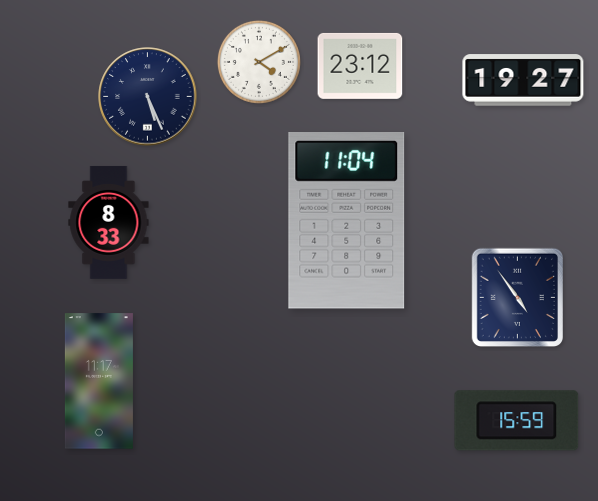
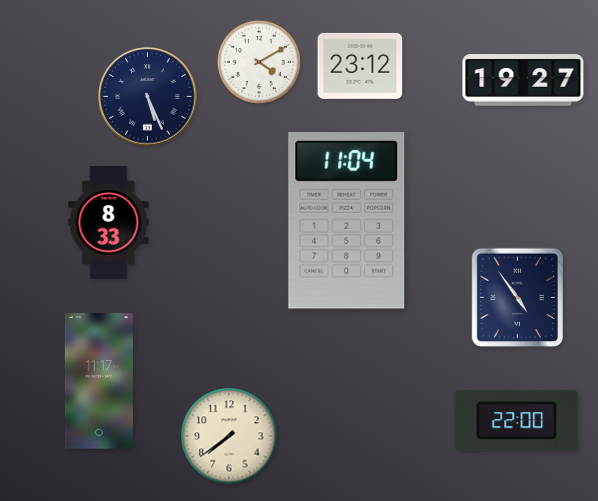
clock at (517, 421): 15:59 -> 22:00
clock at (229, 436): none -> 7:39
